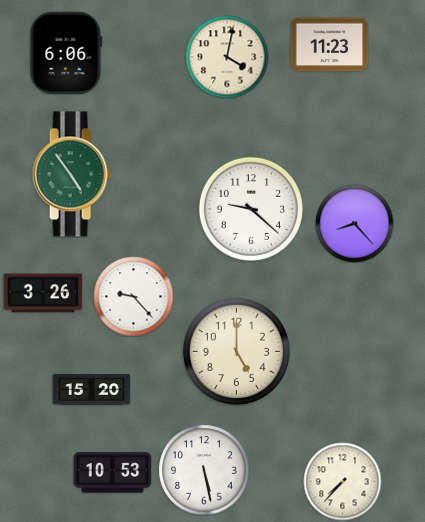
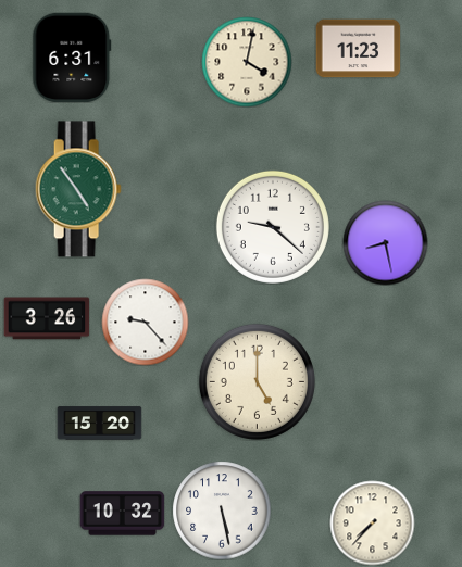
clock at (66, 53): 6:06 -> 6:31
clock at (354, 223): 8:23 -> 8:28
clock at (112, 473): 10:53 -> 10:32
